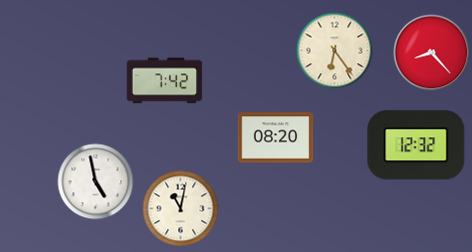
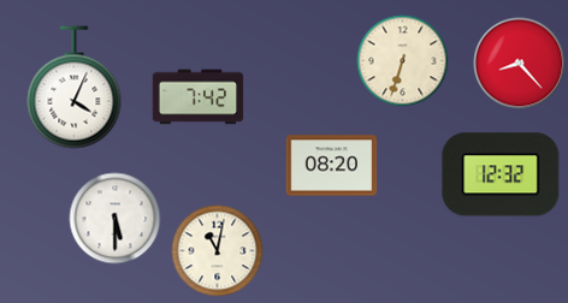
clock at (335, 51): 6:24 -> 6:33
clock at (75, 88): none -> 4:04
clock at (96, 182): 4:58 -> 5:30
